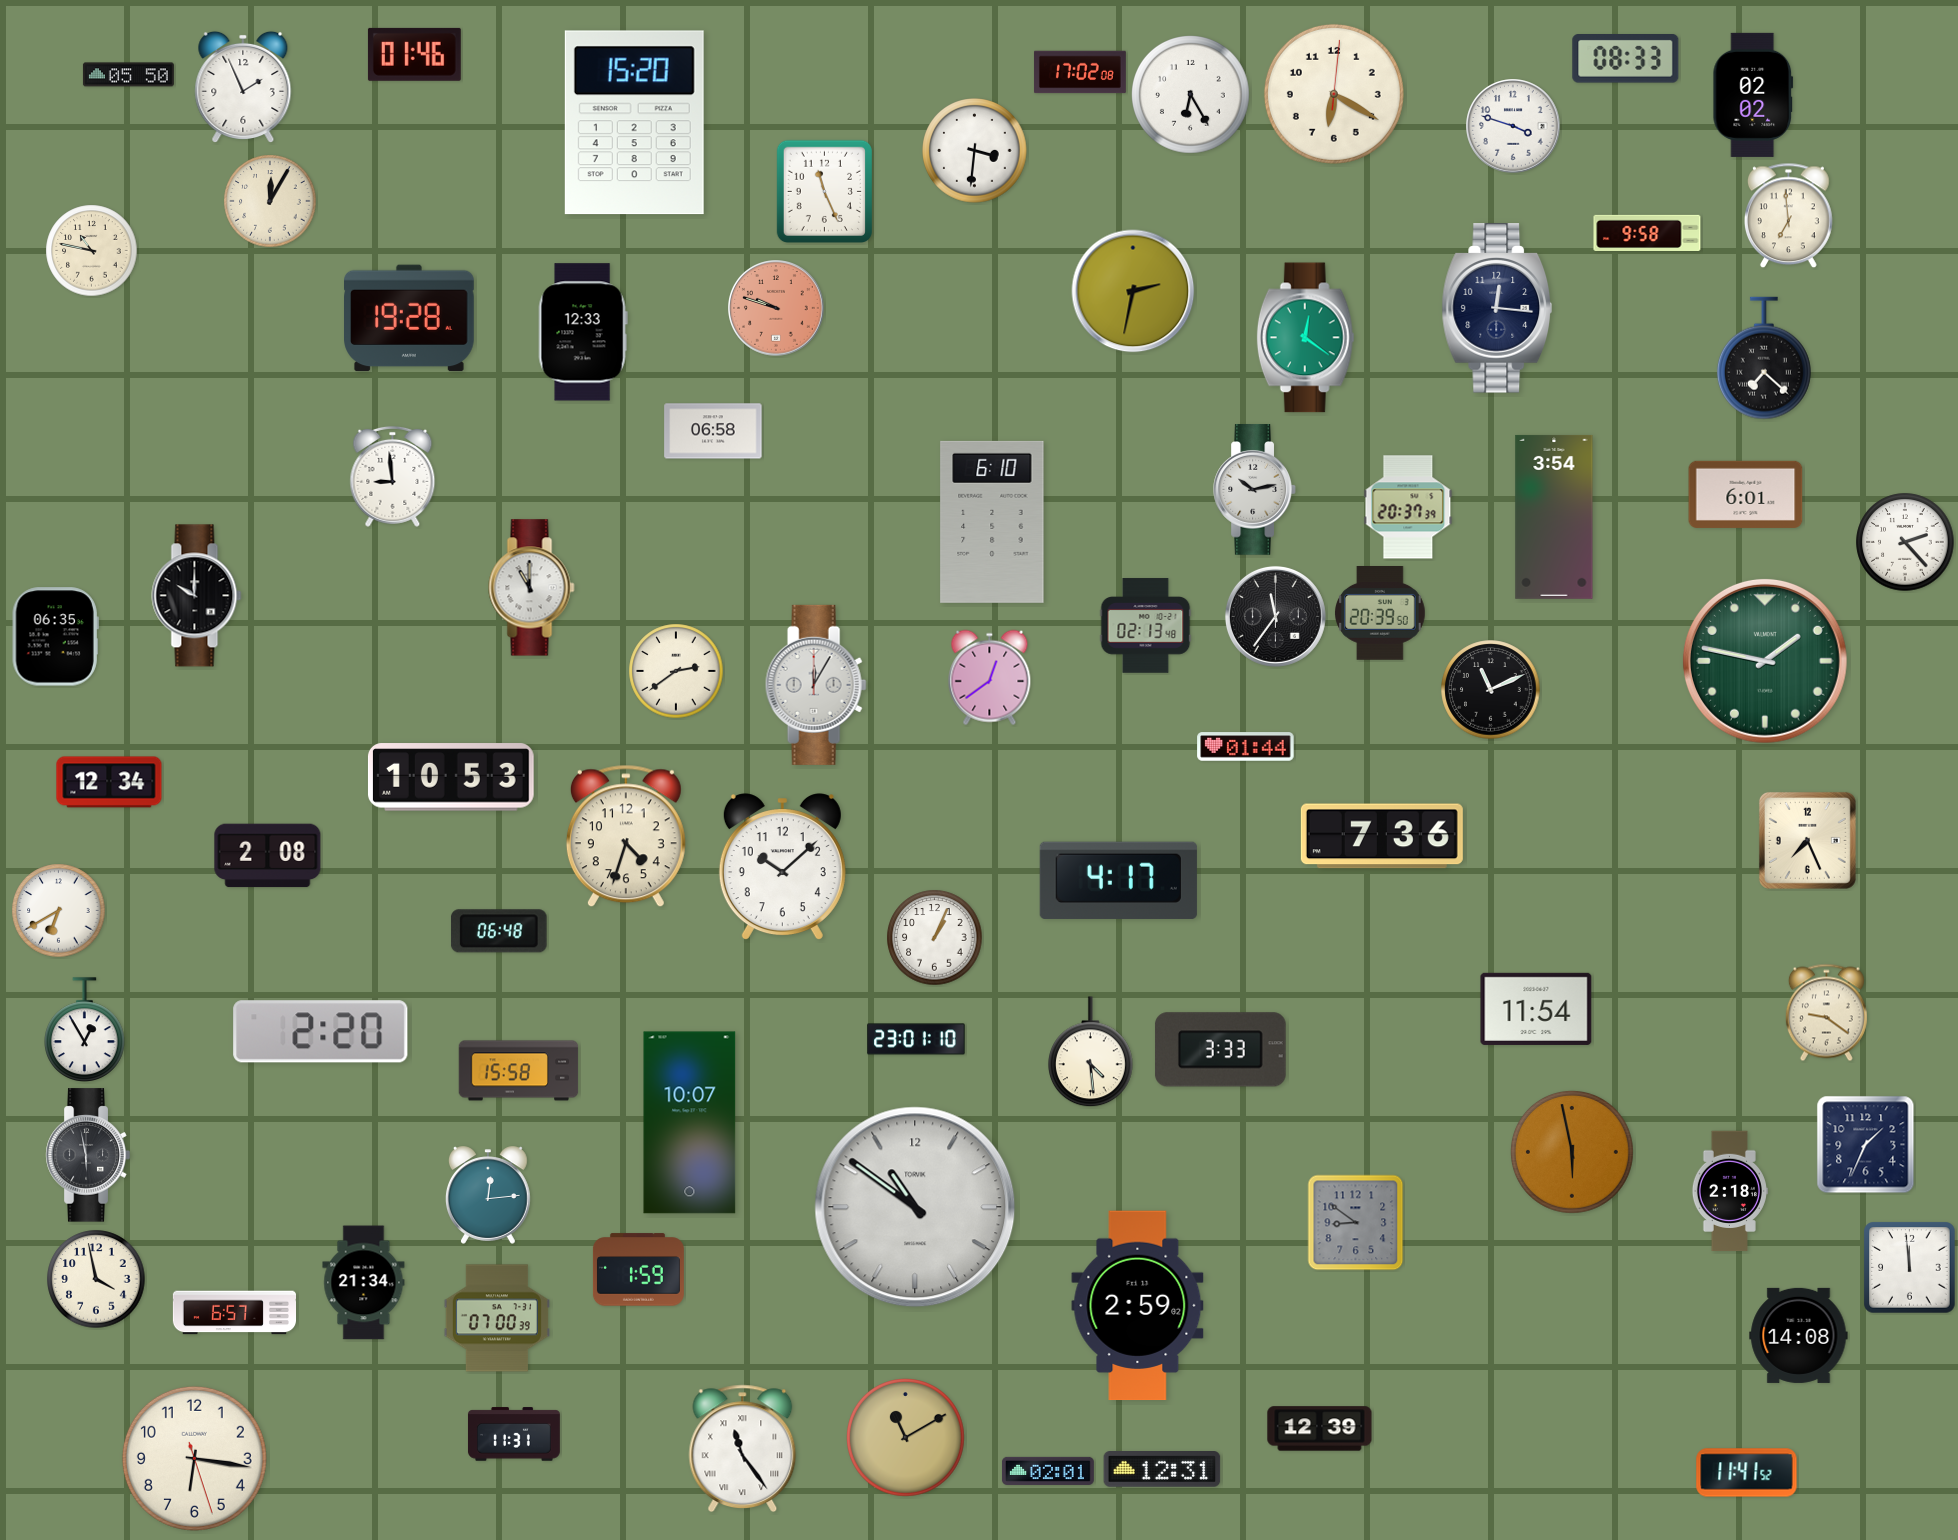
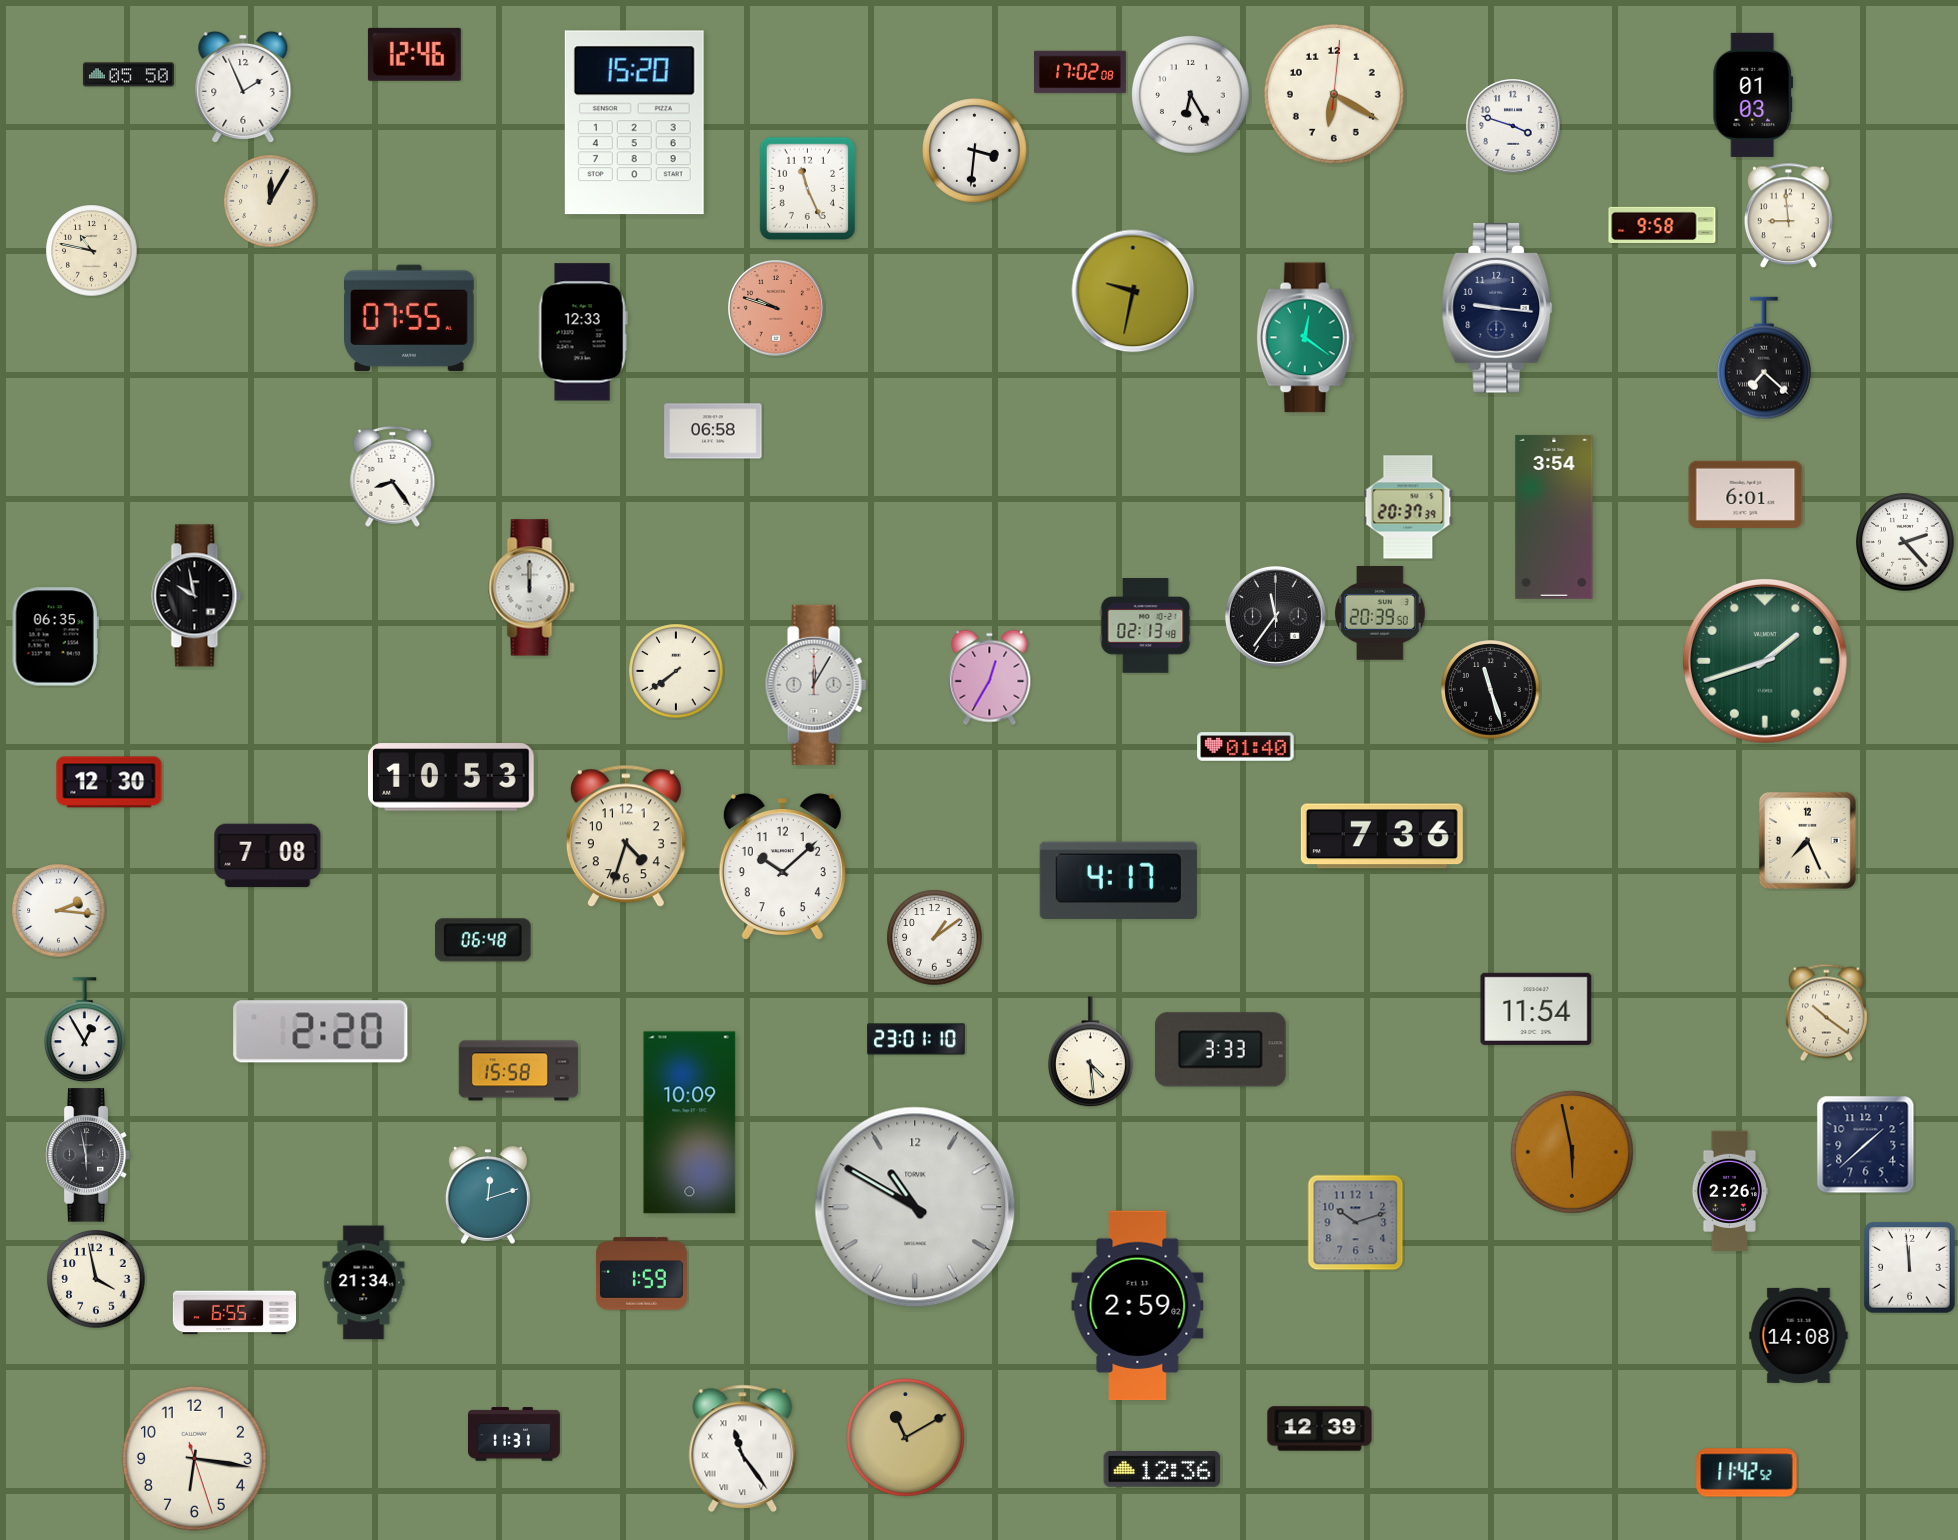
clock at (414, 54): 01:46 -> 12:46
clock at (1626, 59): 08:33 -> none
clock at (1753, 95): 02:02 -> 01:03
clock at (824, 191) position: (824, 191) -> (807, 188)
clock at (1788, 216): 6:59 -> 8:59
clock at (1647, 233) position: (1647, 233) -> (1662, 225)
clock at (1133, 291): 2:32 -> 9:32
clock at (1496, 308): 12:16 -> 9:16
clock at (410, 318): 19:28 -> 07:55
clock at (393, 476): 8:59 -> 8:24
clock at (1255, 490): 10:13 -> none
clock at (992, 522): 6:10 -> none
clock at (532, 588): 11:00 -> 12:00
clock at (197, 596): 10:00 -> 9:58
clock at (1765, 661): 1:47 -> 1:42
clock at (676, 671): 2:39 -> 7:39
clock at (990, 678): 12:39 -> 12:35
clock at (1491, 690): 11:11 -> 11:27
clock at (1246, 747): 01:44 -> 01:40
clock at (109, 782): 12:34 -> 12:30
clock at (268, 856): 2:08 -> 7:08
clock at (59, 911): 6:40 -> 2:16
clock at (499, 931) position: (499, 931) -> (483, 940)
clock at (935, 938): 1:04 -> 1:09
clock at (1826, 1013): 9:21 -> 10:21
clock at (690, 1123): 10:07 -> 10:09
clock at (1866, 1145): 1:34 -> 1:38
clock at (1729, 1191): 2:18 -> 2:26
clock at (488, 1195): 12:14 -> 12:12
clock at (915, 1207): 10:51 -> 10:50
clock at (1356, 1223): 8:51 -> 10:12
clock at (638, 1270) position: (638, 1270) -> (641, 1274)
clock at (234, 1313): 6:57 -> 6:55
clock at (497, 1318): 07:00 -> none
clock at (1162, 1469): 12:31 -> 12:36
clock at (1048, 1471): 02:01 -> none
clock at (1747, 1473): 11:41 -> 11:42
